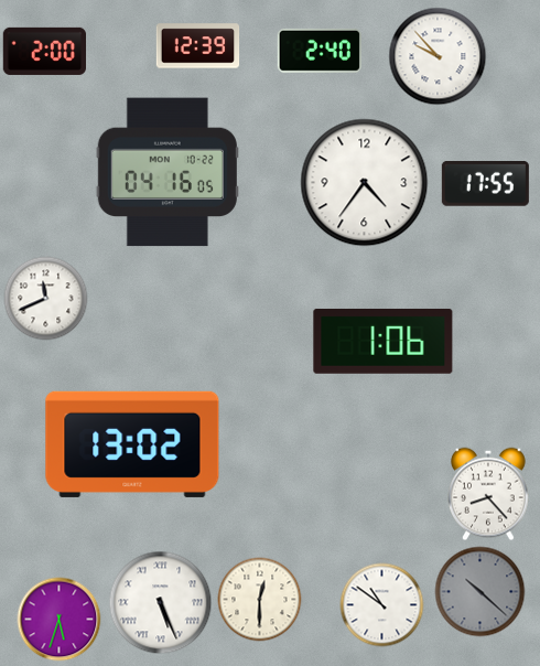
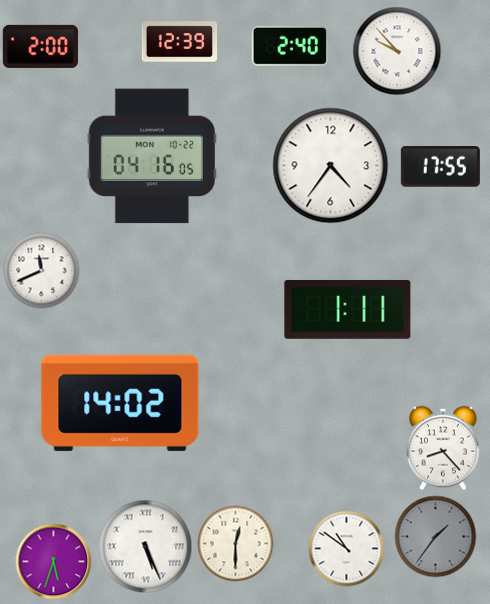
clock at (384, 341): 1:06 -> 1:11
clock at (132, 444): 13:02 -> 14:02
clock at (480, 592): 10:22 -> 1:36
